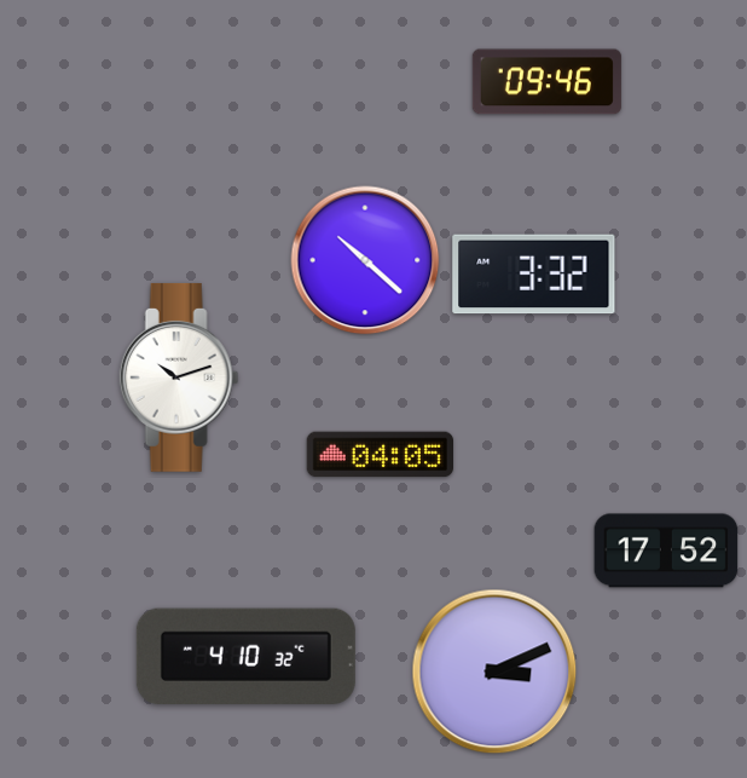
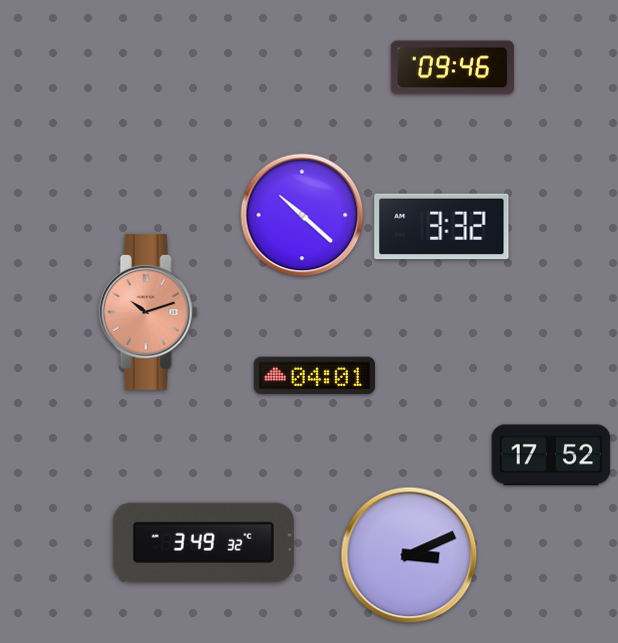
clock at (179, 378) dial: white -> salmon
clock at (380, 455): 04:05 -> 04:01
clock at (245, 656): 4:10 -> 3:49
